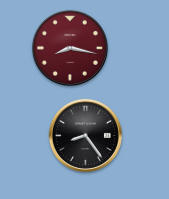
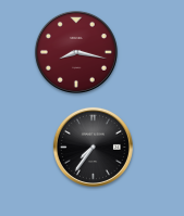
clock at (85, 135): 8:24 -> 7:36
